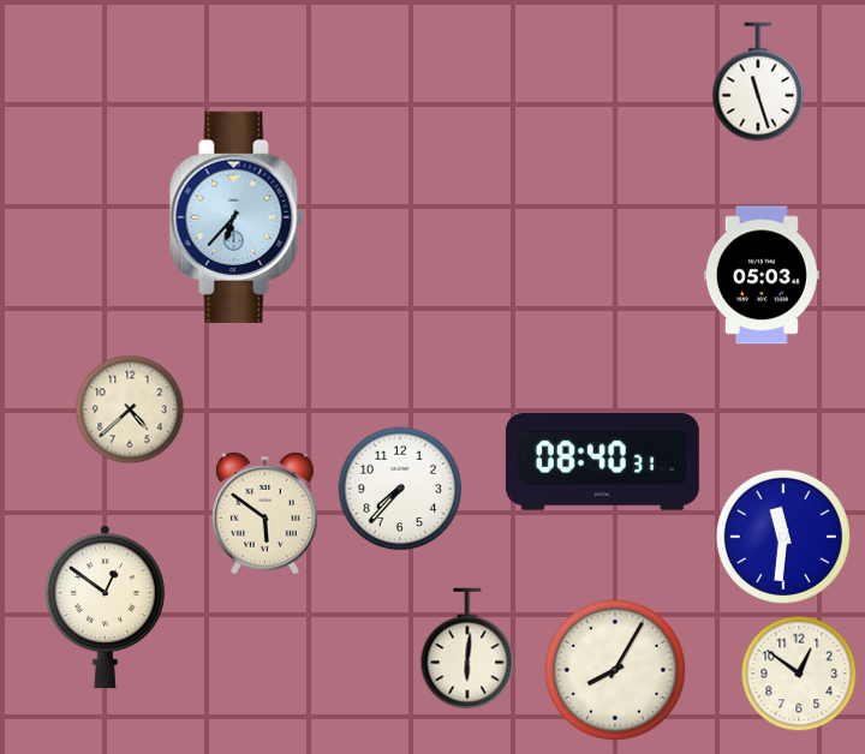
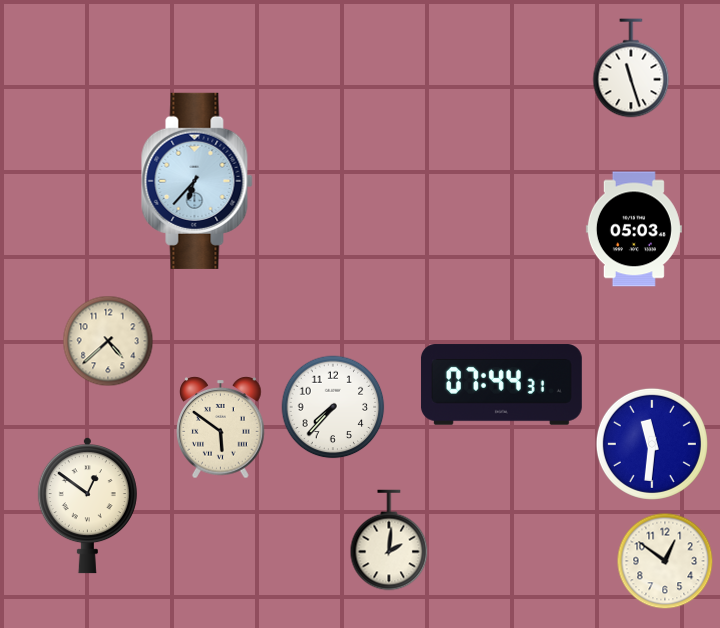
clock at (602, 462): 08:40 -> 07:44
clock at (783, 537) position: (783, 537) -> (652, 444)
clock at (467, 648): 6:01 -> 2:01
clock at (615, 670): 8:05 -> none
